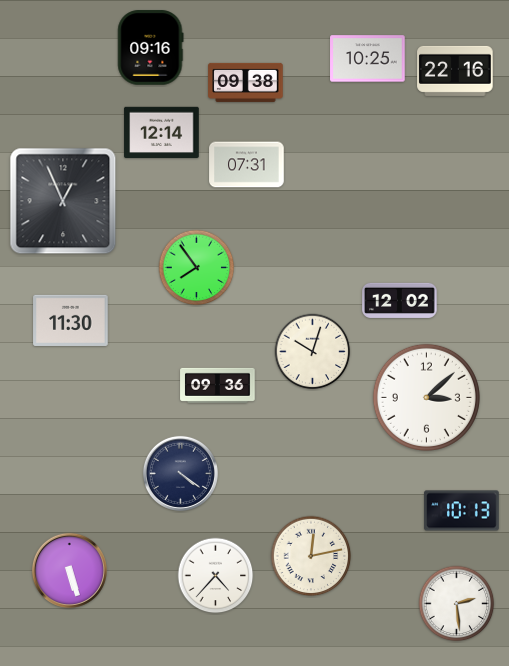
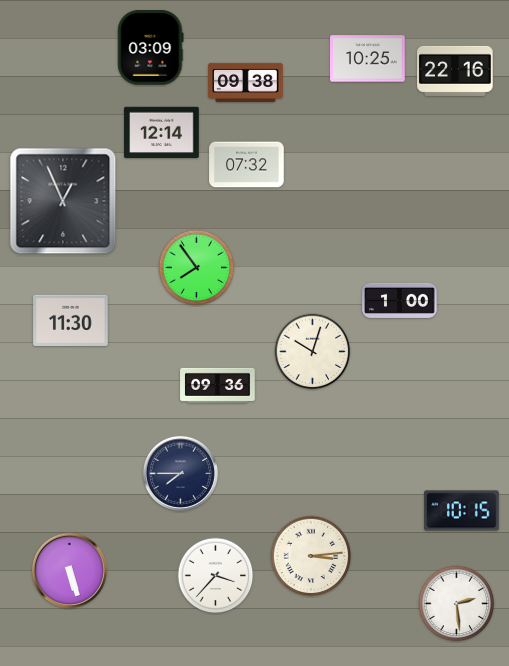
clock at (151, 48): 09:16 -> 03:09
clock at (247, 165): 07:31 -> 07:32
clock at (400, 300): 12:02 -> 1:00
clock at (426, 397): 3:08 -> none
clock at (180, 473): 4:21 -> 7:45
clock at (462, 511): 10:13 -> 10:15
clock at (311, 556): 12:13 -> 3:14
clock at (216, 576): 4:37 -> 3:37
